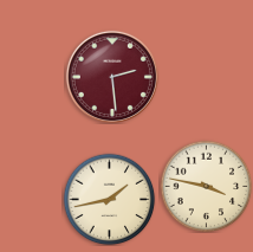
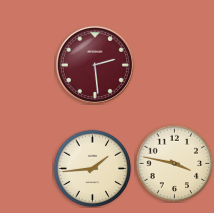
clock at (206, 186) position: (206, 186) -> (174, 163)
clock at (109, 199): 1:43 -> 1:44
